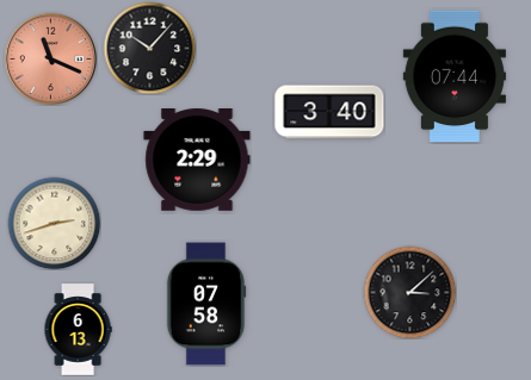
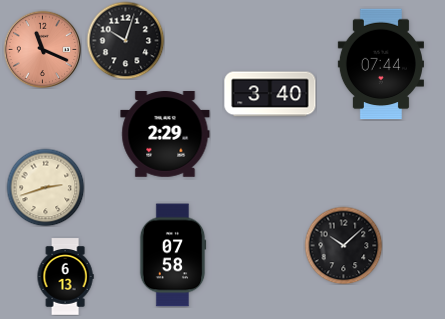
clock at (149, 48): 10:07 -> 10:03
clock at (329, 112) position: (329, 112) -> (270, 94)
clock at (409, 292): 3:08 -> 10:08
